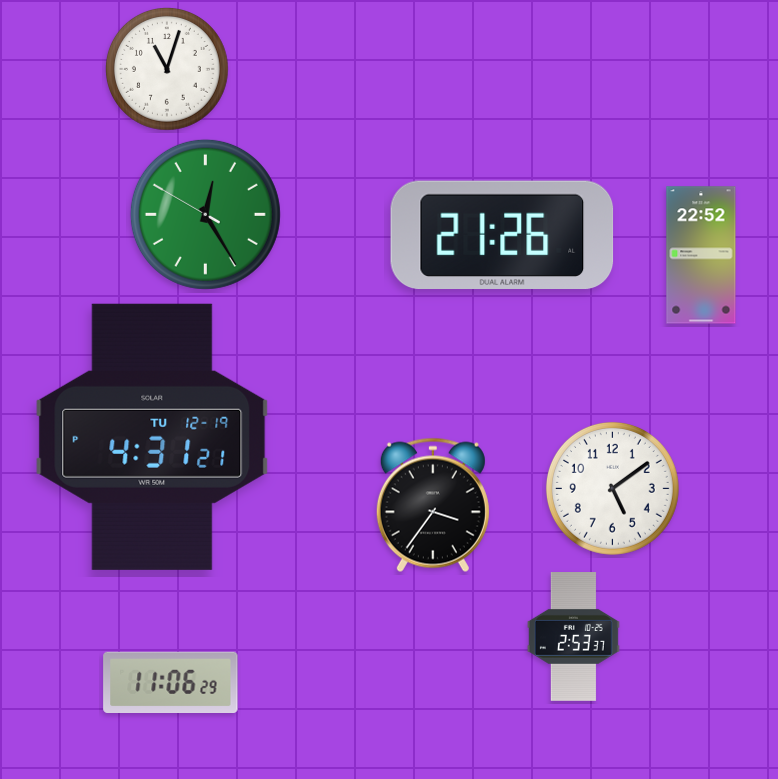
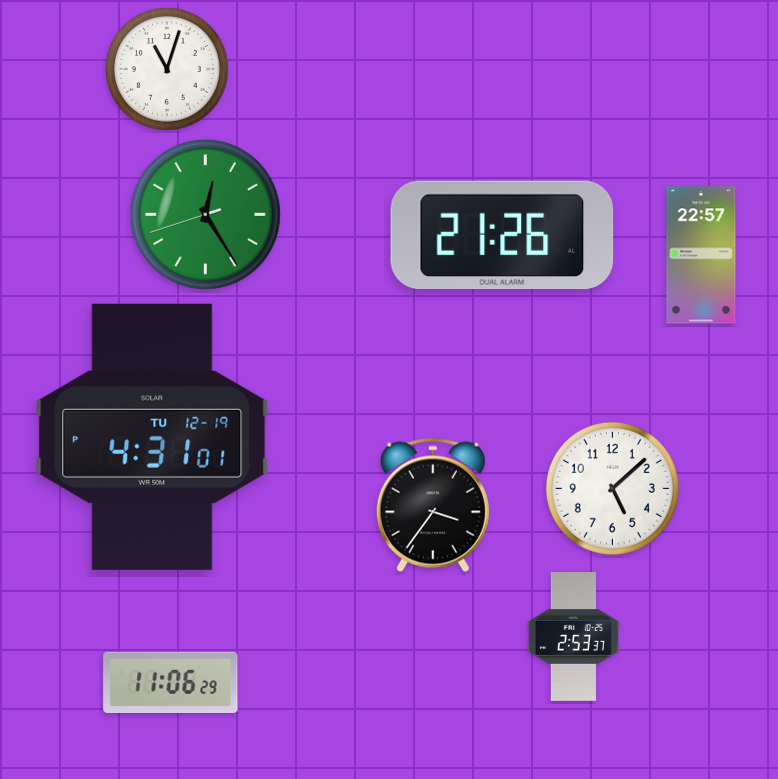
clock at (205, 214): 12:24:50 -> 12:24:42
clock at (701, 255): 22:52 -> 22:57
clock at (152, 437): 4:31:21 PM -> 4:31:01 PM
clock at (612, 488): 5:09 -> 5:08
